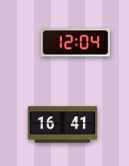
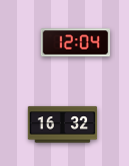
clock at (63, 125): 16:41 -> 16:32
